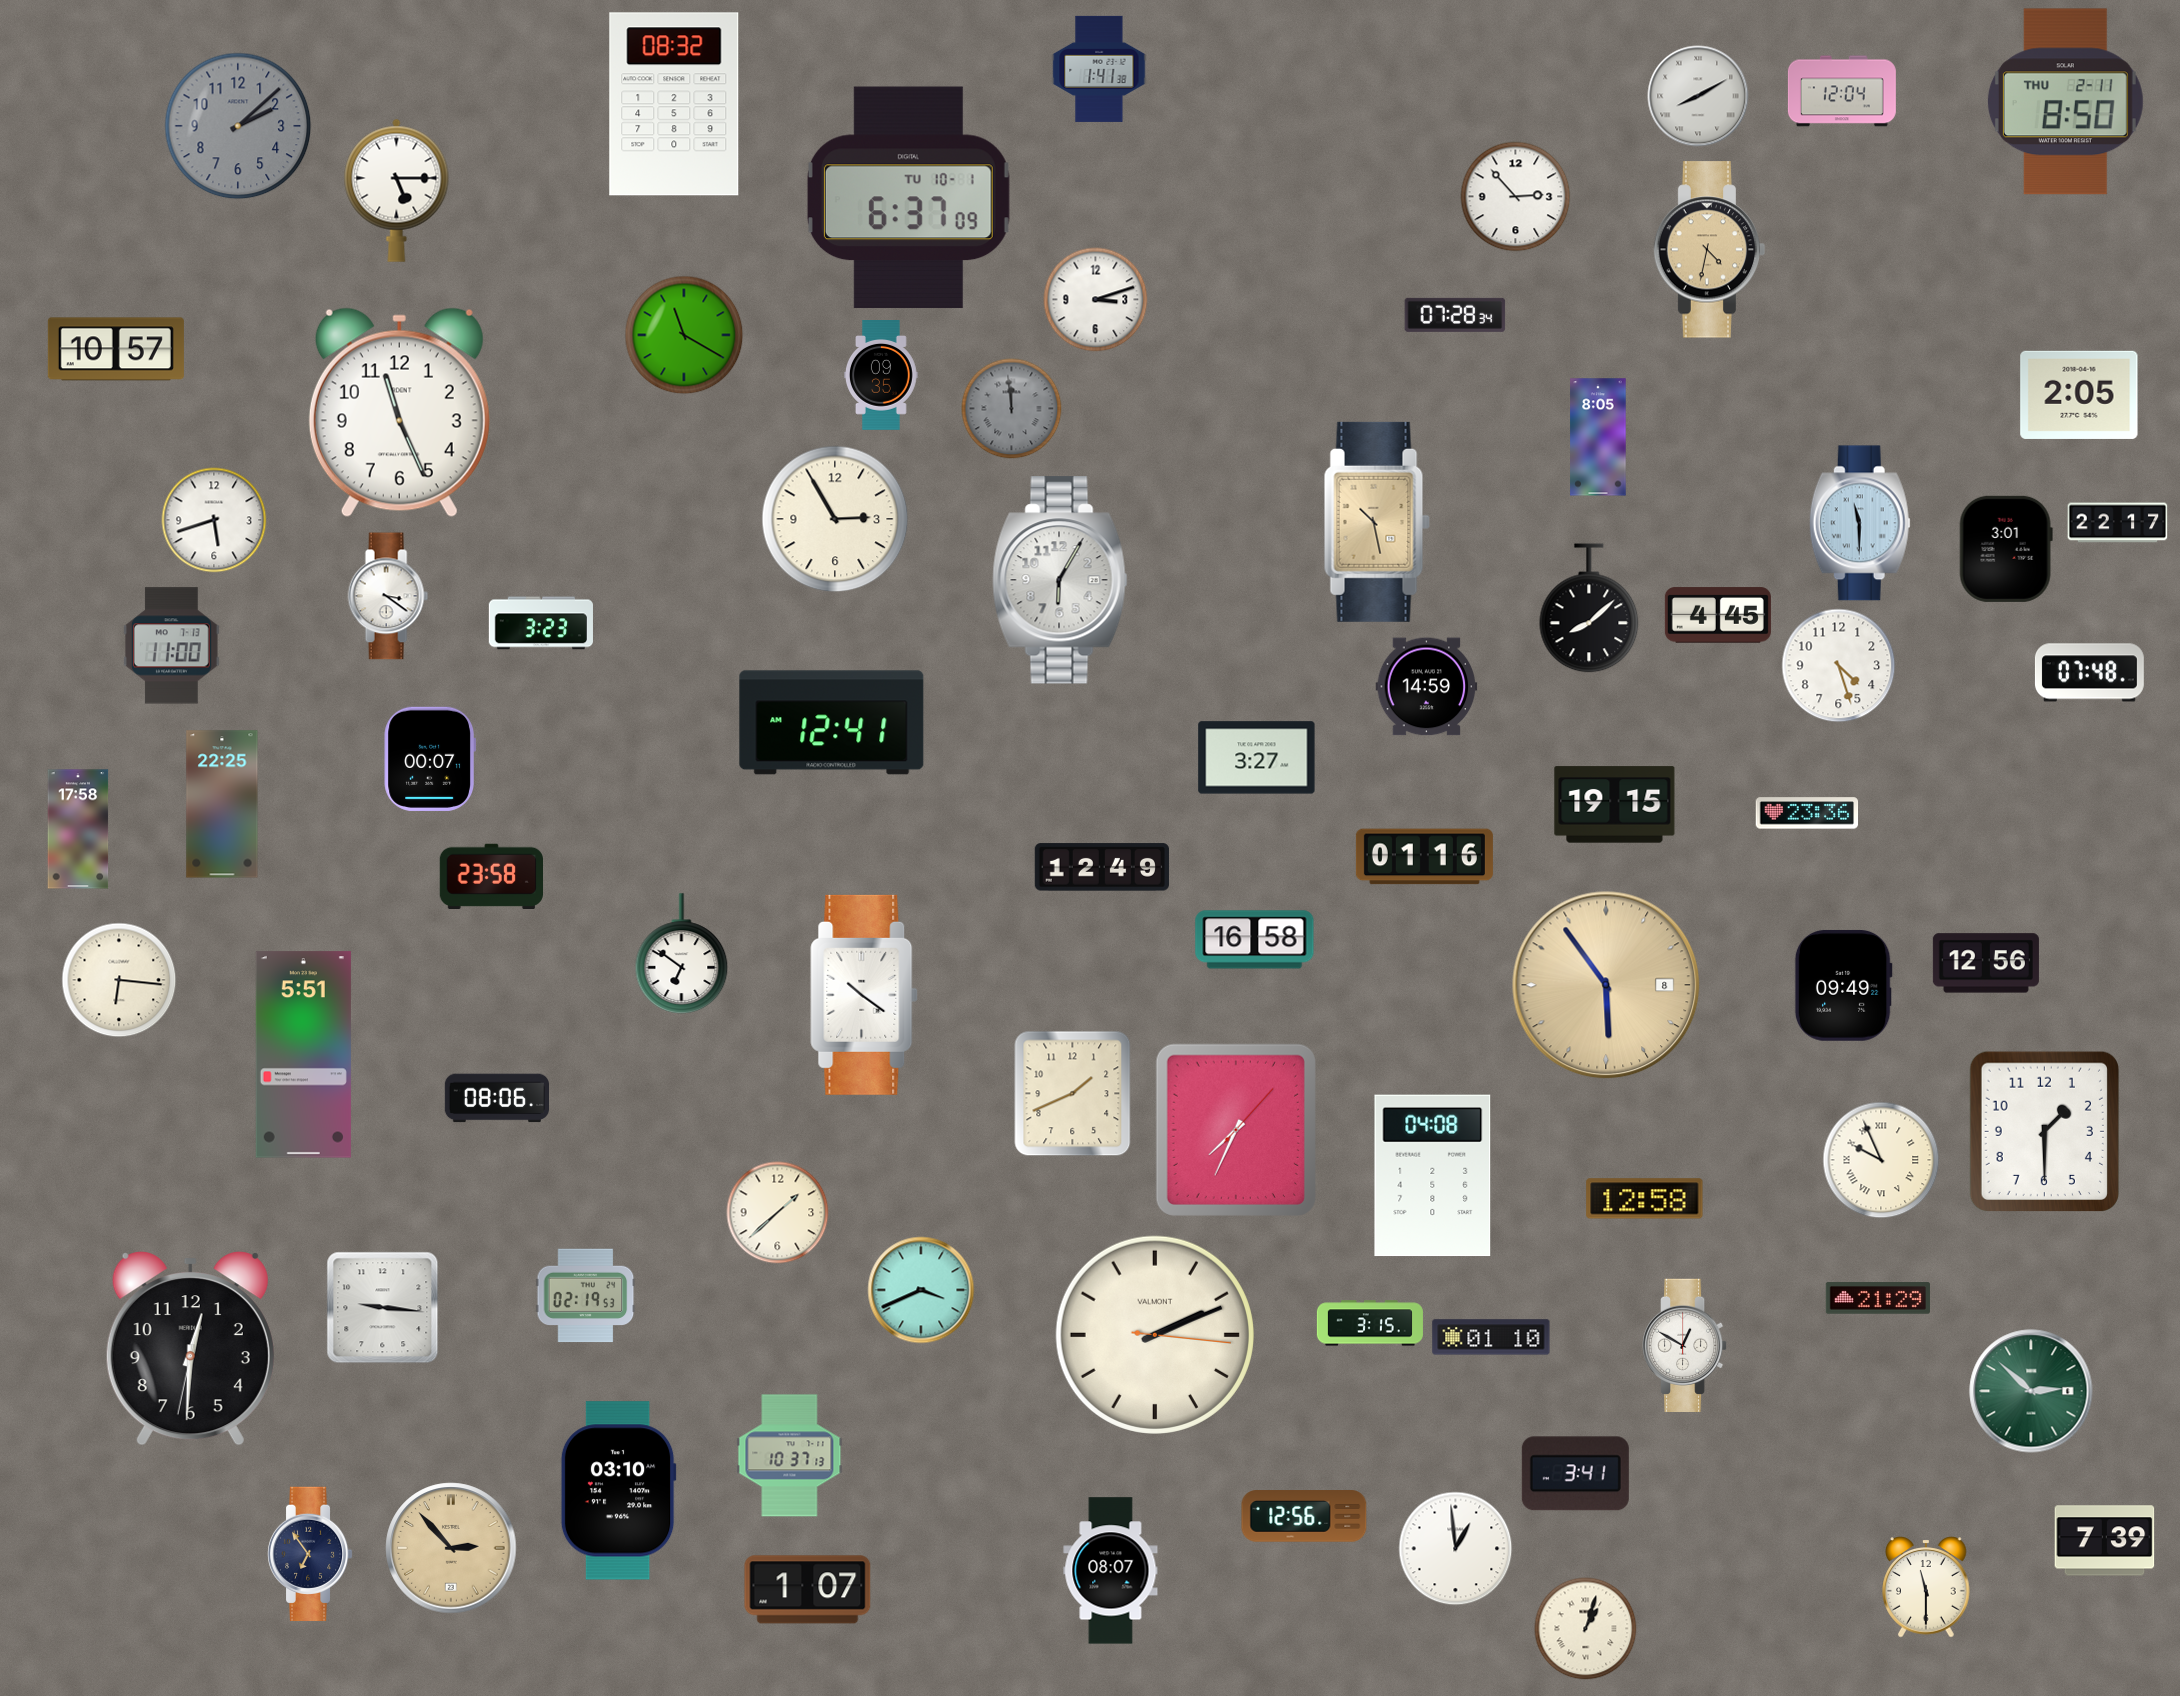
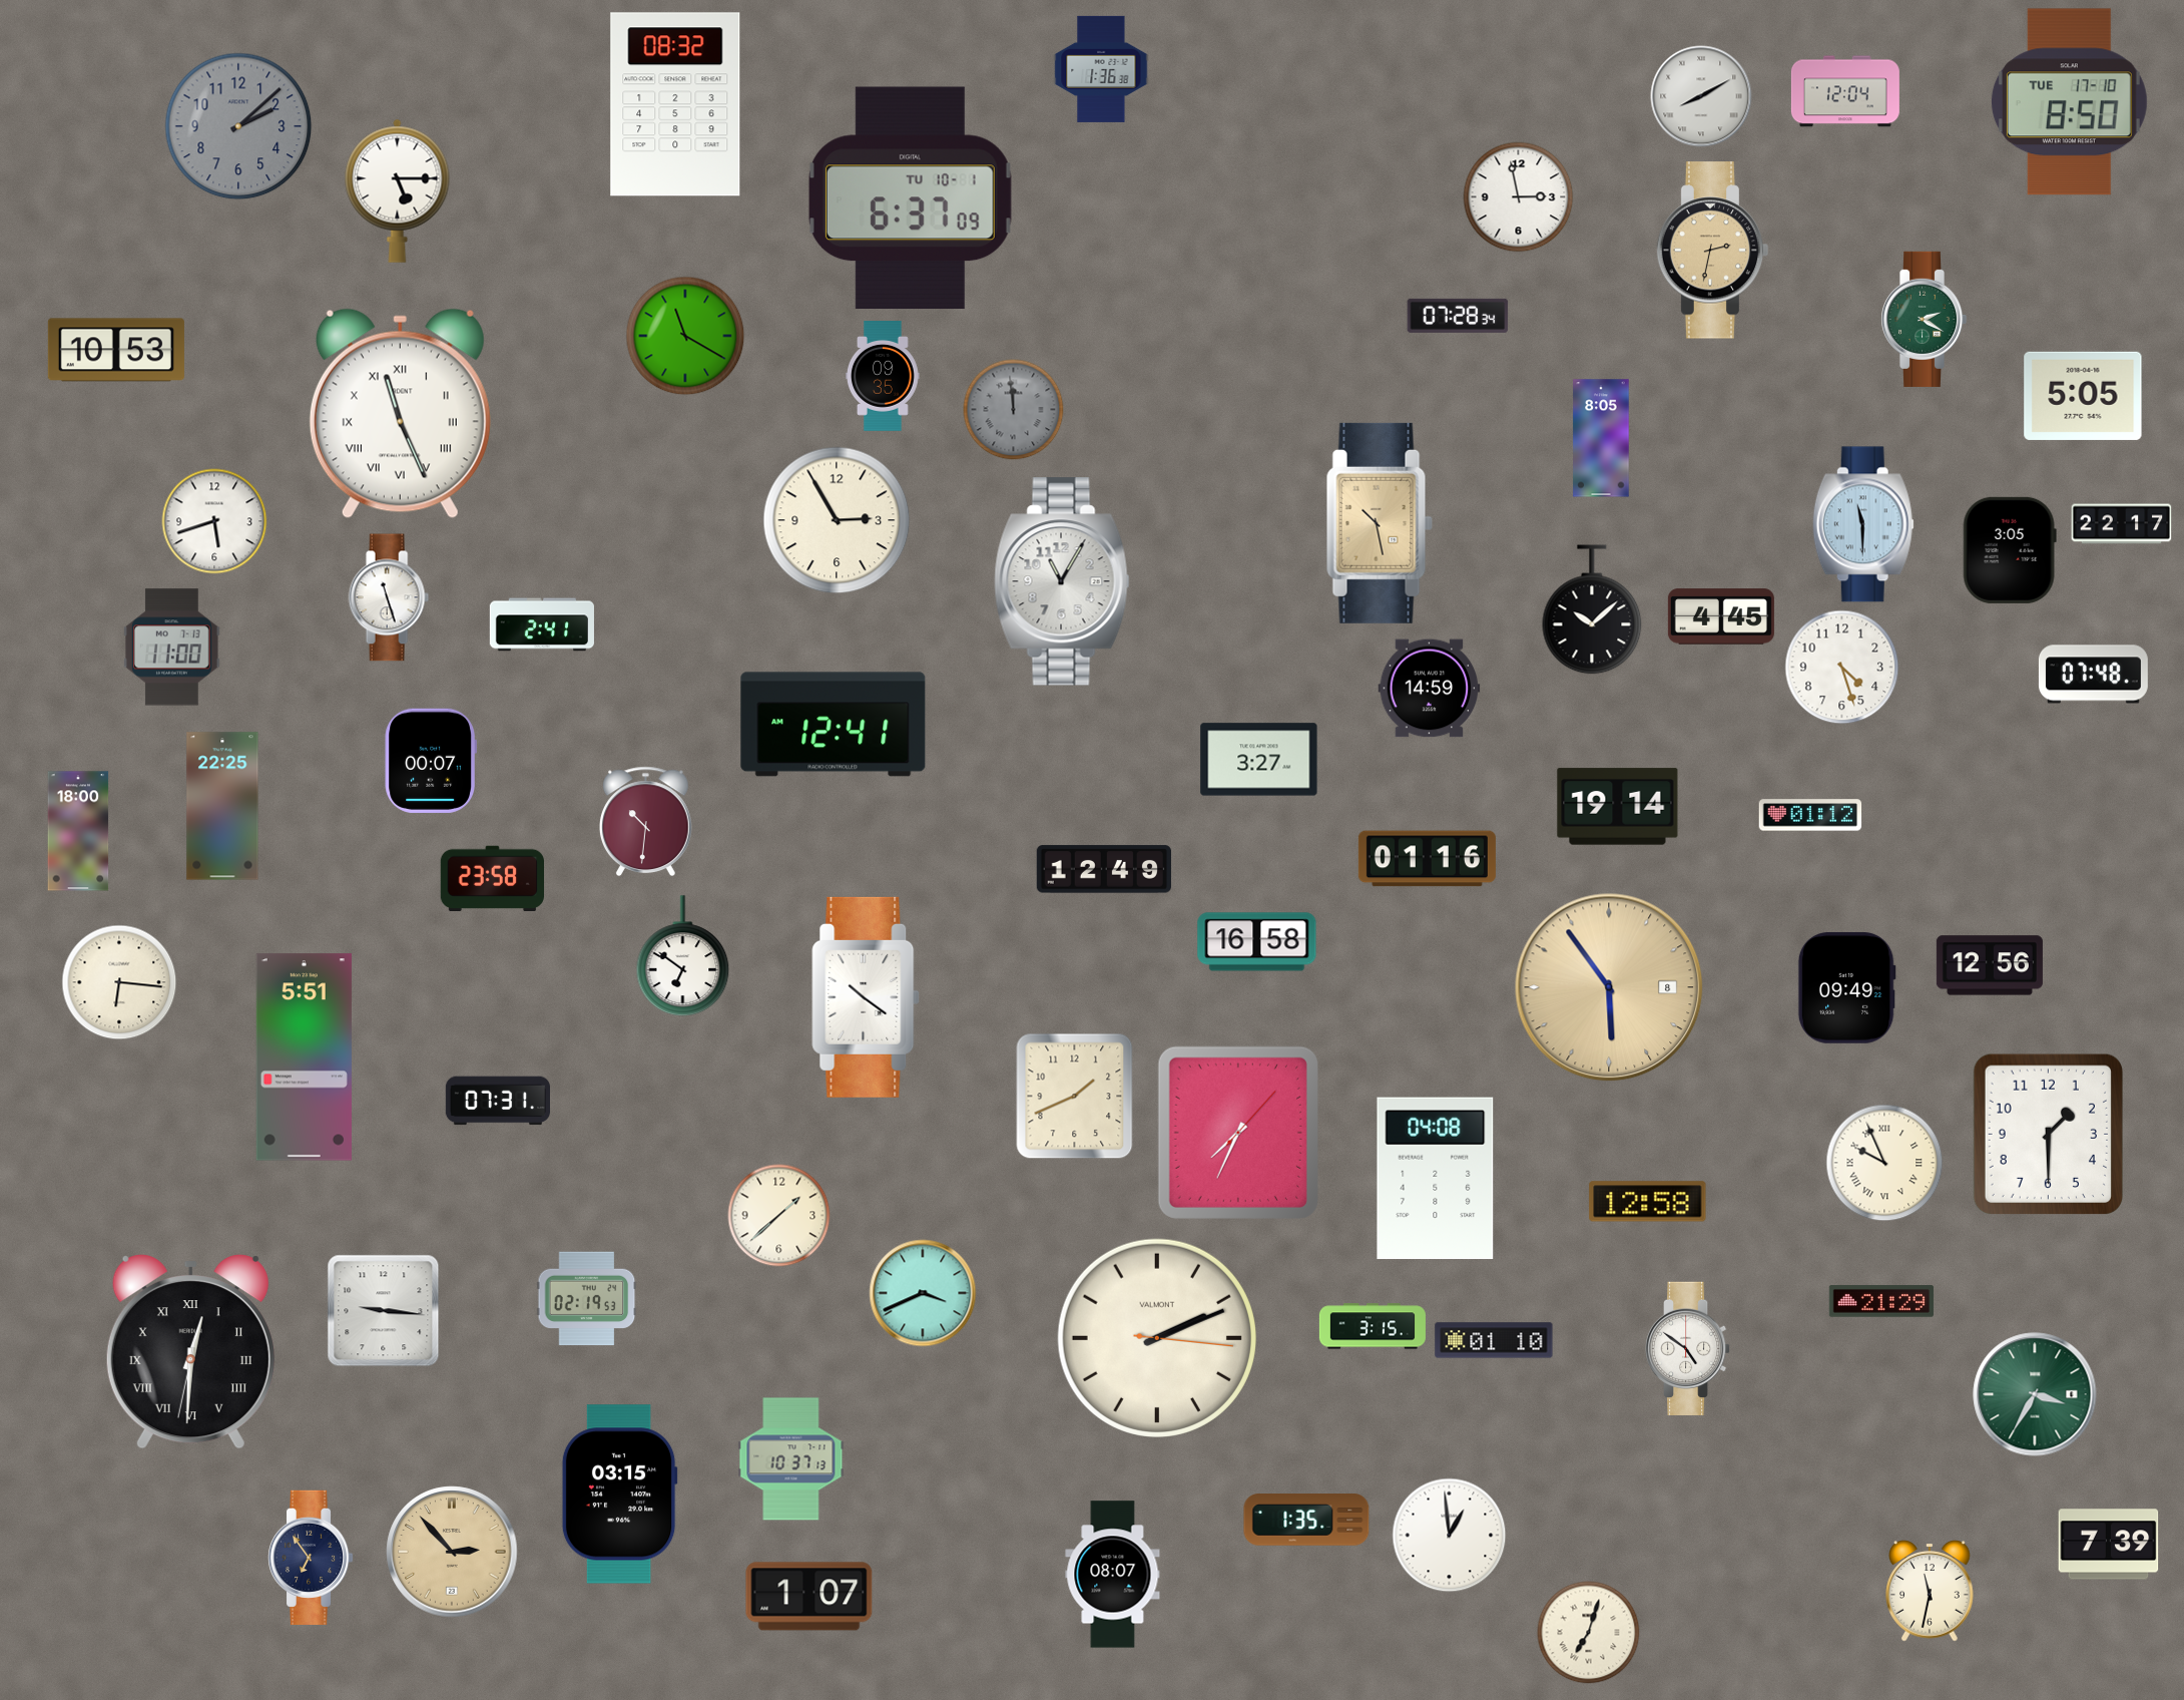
clock at (1099, 69): 1:41 -> 1:36
clock at (2065, 102) date: THU 2-11 -> TUE 17-10
clock at (1516, 197): 2:53 -> 2:58
clock at (1710, 250): 4:32 -> 2:32
clock at (1096, 300): 3:12 -> none
clock at (1924, 319): none -> 2:20
clock at (116, 349): 10:57 -> 10:53
clock at (2079, 395): 2:05 -> 5:05
clock at (399, 413) numerals: Arabic -> Roman
clock at (2006, 549): 3:01 -> 3:05
clock at (1060, 580): 6:05 -> 11:05
clock at (388, 596): 3:21 -> 11:27
clock at (1589, 608): 8:08 -> 10:08
clock at (541, 623): 3:23 -> 2:41
clock at (1615, 805): 19:15 -> 19:14
clock at (1807, 813): 23:36 -> 01:12
clock at (645, 821): none -> 10:31
clock at (78, 829): 17:58 -> 18:00
clock at (496, 1098): 08:06 -> 07:31
clock at (1685, 1345): 12:50 -> 4:51
clock at (190, 1349) numerals: Arabic -> Roman
clock at (2031, 1391): 2:52 -> 3:35
clock at (1575, 1474): 3:41 -> none
clock at (618, 1491): 03:10 -> 03:15
clock at (1304, 1516): 12:56 -> 1:35
clock at (1456, 1549) position: (1456, 1549) -> (1450, 1536)
clock at (1926, 1587): 11:30 -> 11:32
clock at (808, 1590) position: (808, 1590) -> (809, 1597)
clock at (1586, 1629): 1:03 -> 7:03
